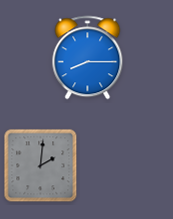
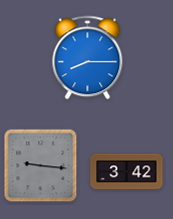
clock at (41, 166): 2:01 -> 9:16
clock at (127, 172): none -> 3:42
